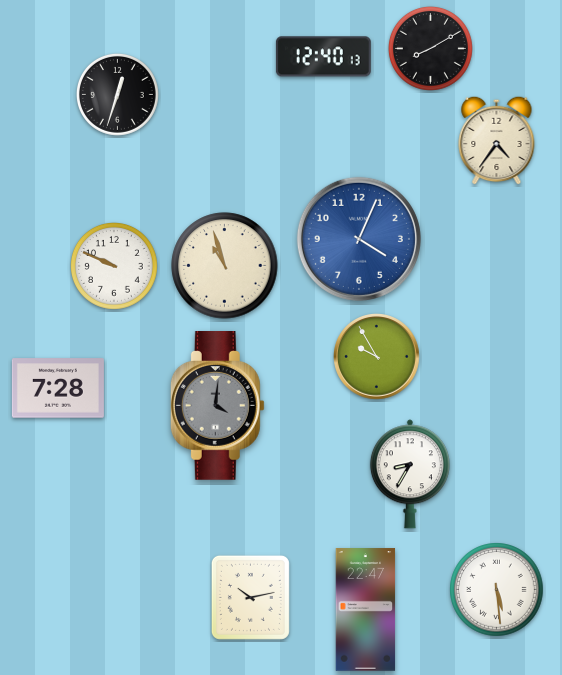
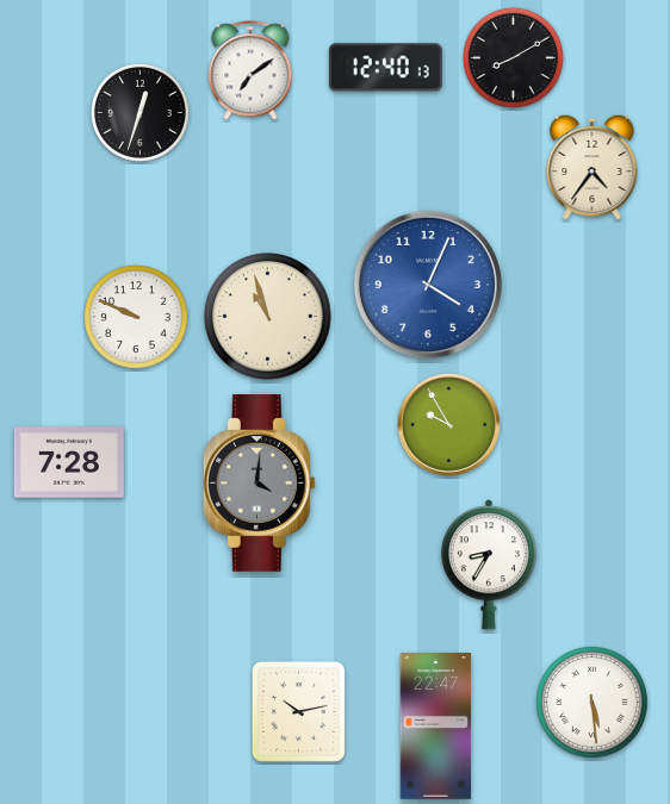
clock at (250, 70): none -> 7:09
